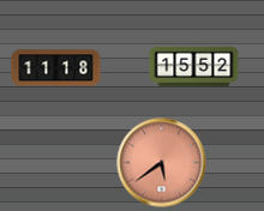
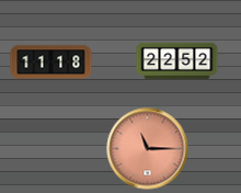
clock at (194, 66): 15:52 -> 22:52
clock at (162, 163): 5:39 -> 11:15
